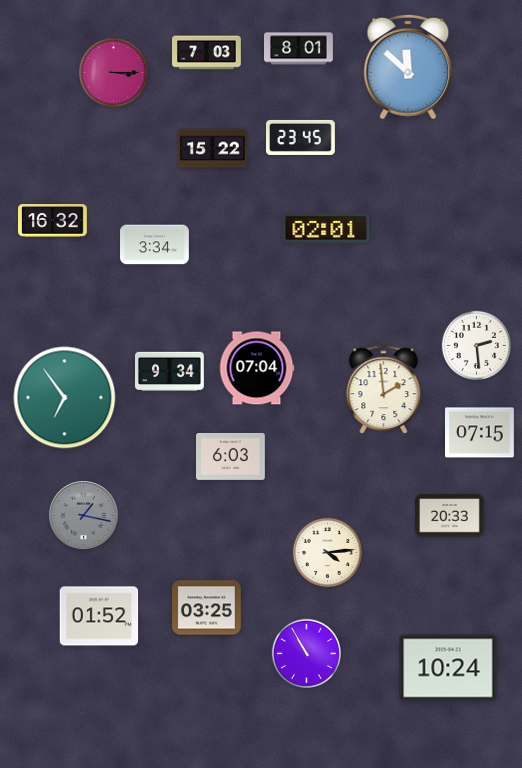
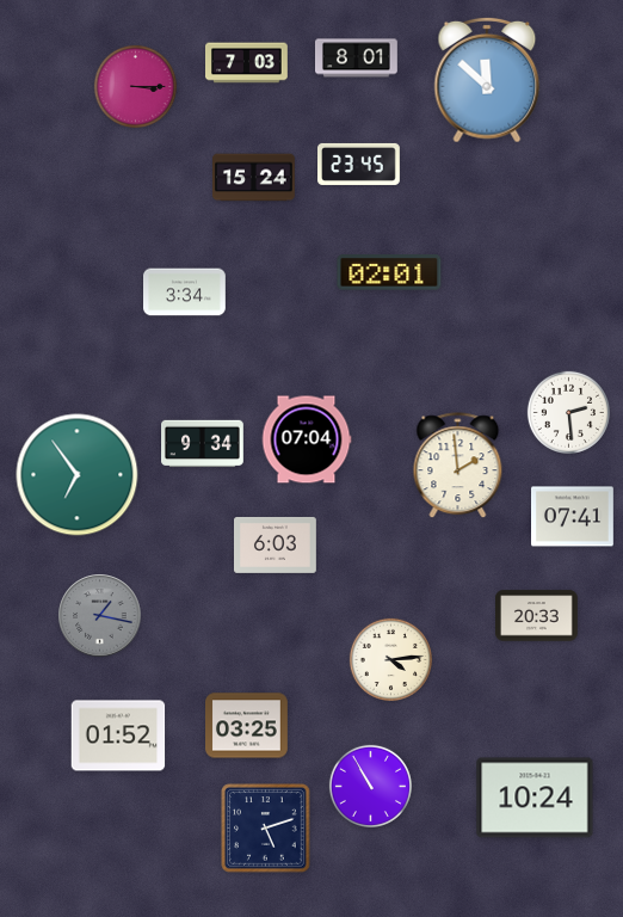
clock at (213, 149): 15:22 -> 15:24
clock at (53, 221): 16:32 -> none
clock at (480, 433): 07:15 -> 07:41
clock at (306, 653) position: (306, 653) -> (370, 786)
clock at (266, 829): none -> 5:12
